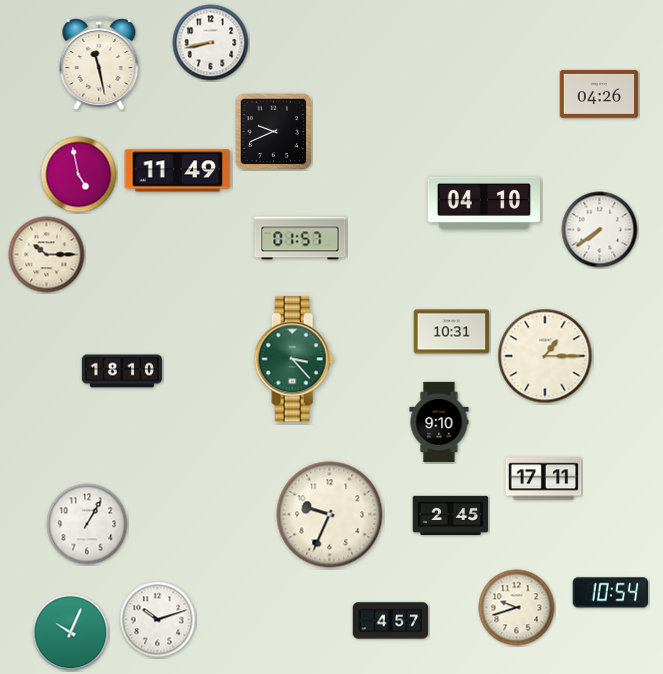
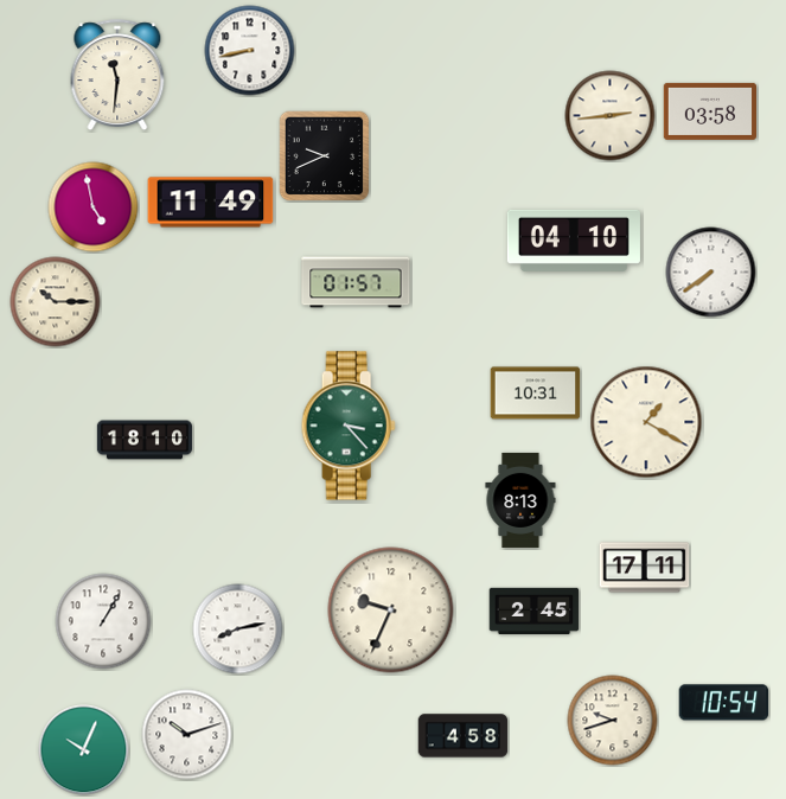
clock at (99, 63): 11:28 -> 11:31
clock at (598, 94): 04:26 -> 03:58
clock at (611, 116): none -> 2:44
clock at (545, 356): 1:15 -> 1:20
clock at (439, 422): 9:10 -> 8:13
clock at (238, 629): none -> 8:13
clock at (391, 621): 4:57 -> 4:58
